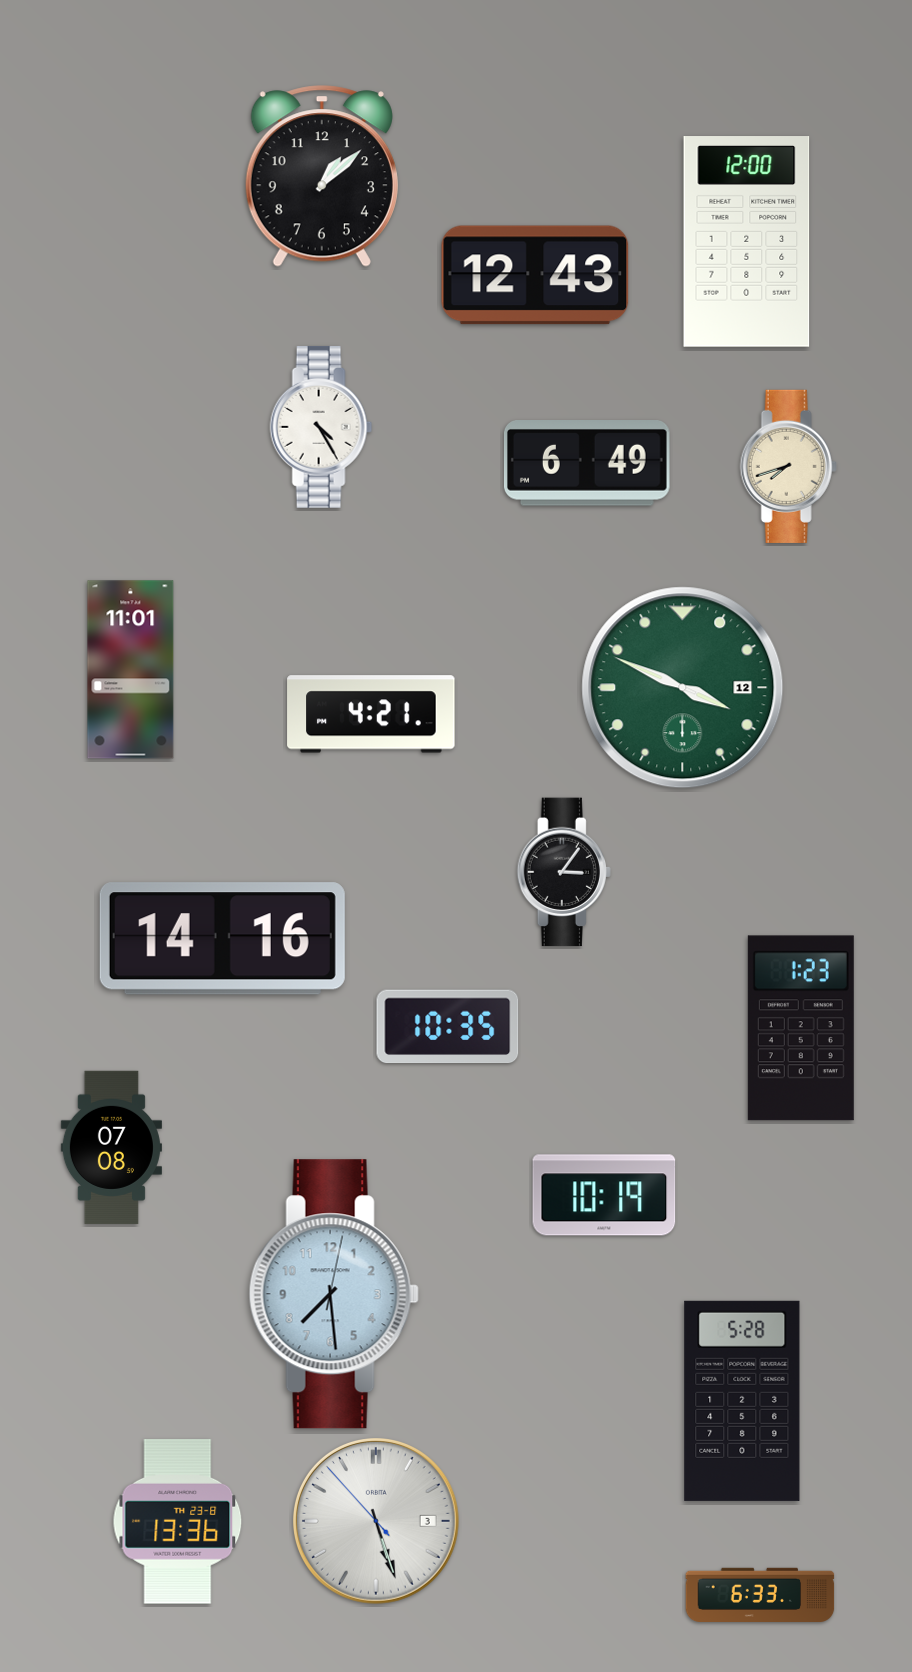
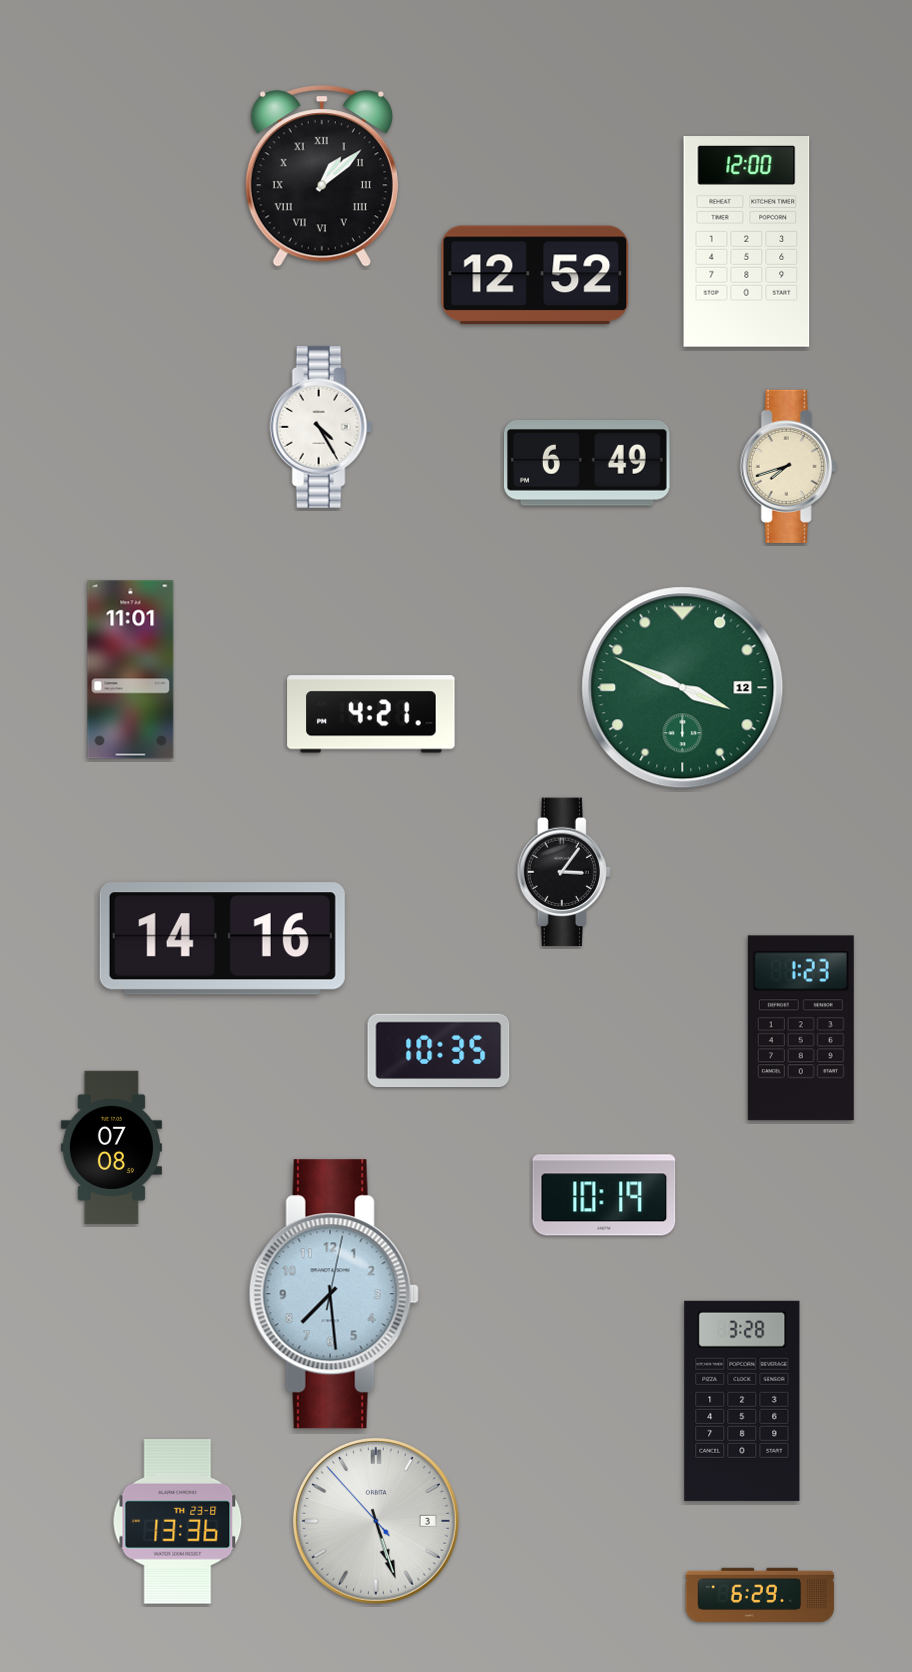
clock at (322, 176) numerals: Arabic -> Roman
clock at (535, 275): 12:43 -> 12:52
clock at (448, 1027) position: (448, 1027) -> (439, 1051)
clock at (742, 1401): 5:28 -> 3:28
clock at (760, 1594): 6:33 -> 6:29
